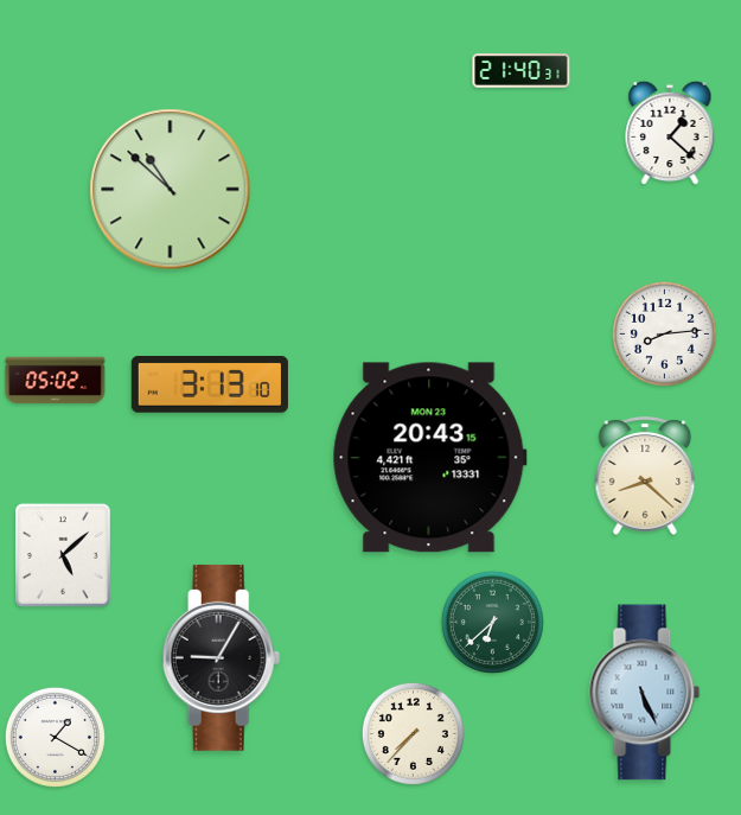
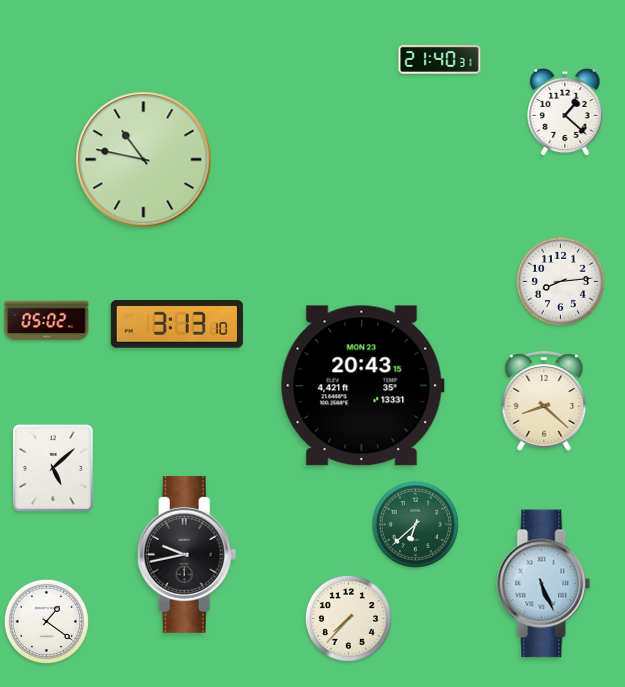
clock at (171, 190): 10:52 -> 10:47
clock at (222, 657): 9:05 -> 9:43
clock at (55, 737): 1:20 -> 1:21
